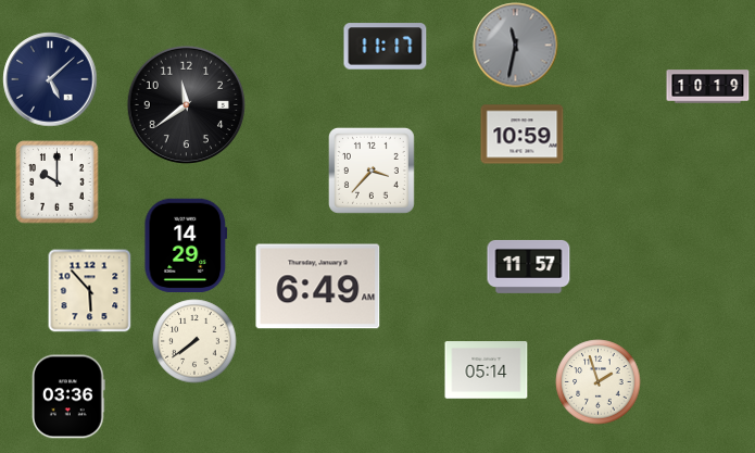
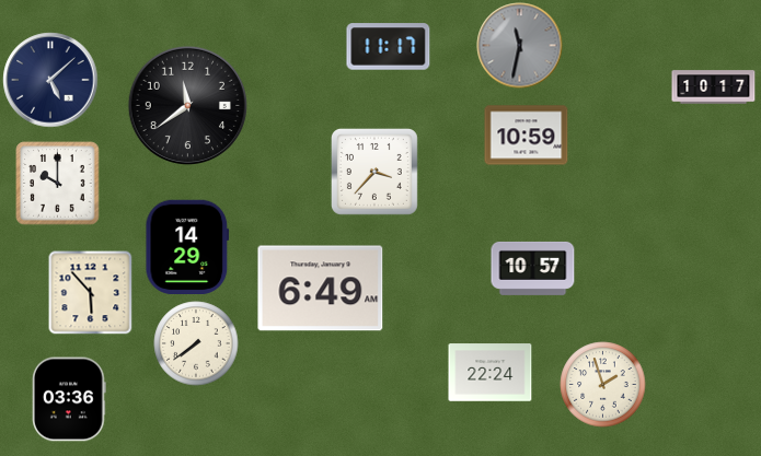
clock at (708, 87): 10:19 -> 10:17
clock at (529, 266): 11:57 -> 10:57
clock at (487, 370): 05:14 -> 22:24
